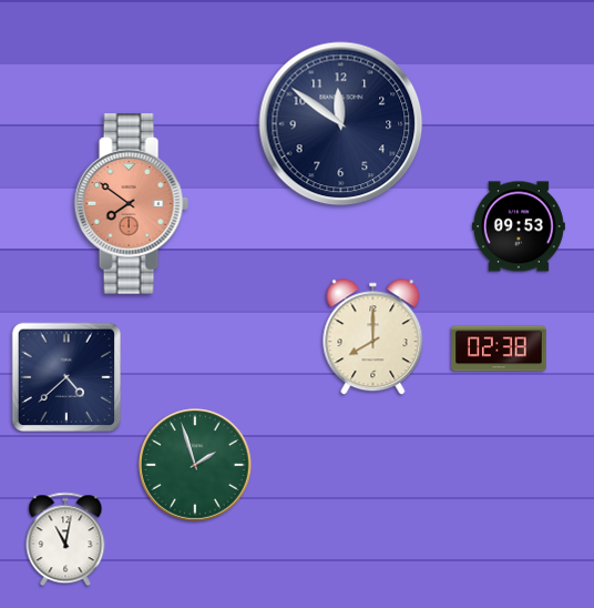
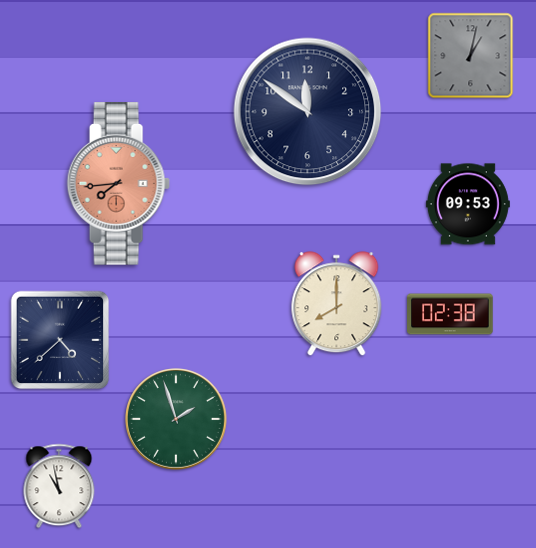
clock at (471, 56): none -> 1:02
clock at (131, 204): 7:51 -> 7:44
clock at (65, 539): 11:02 -> 10:58
